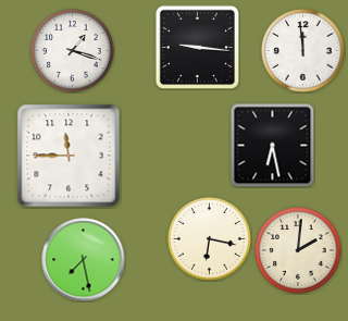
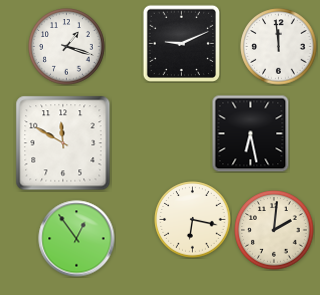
clock at (197, 47): 9:16 -> 9:11
clock at (69, 156): 11:45 -> 11:50
clock at (84, 260): 7:28 -> 12:54
